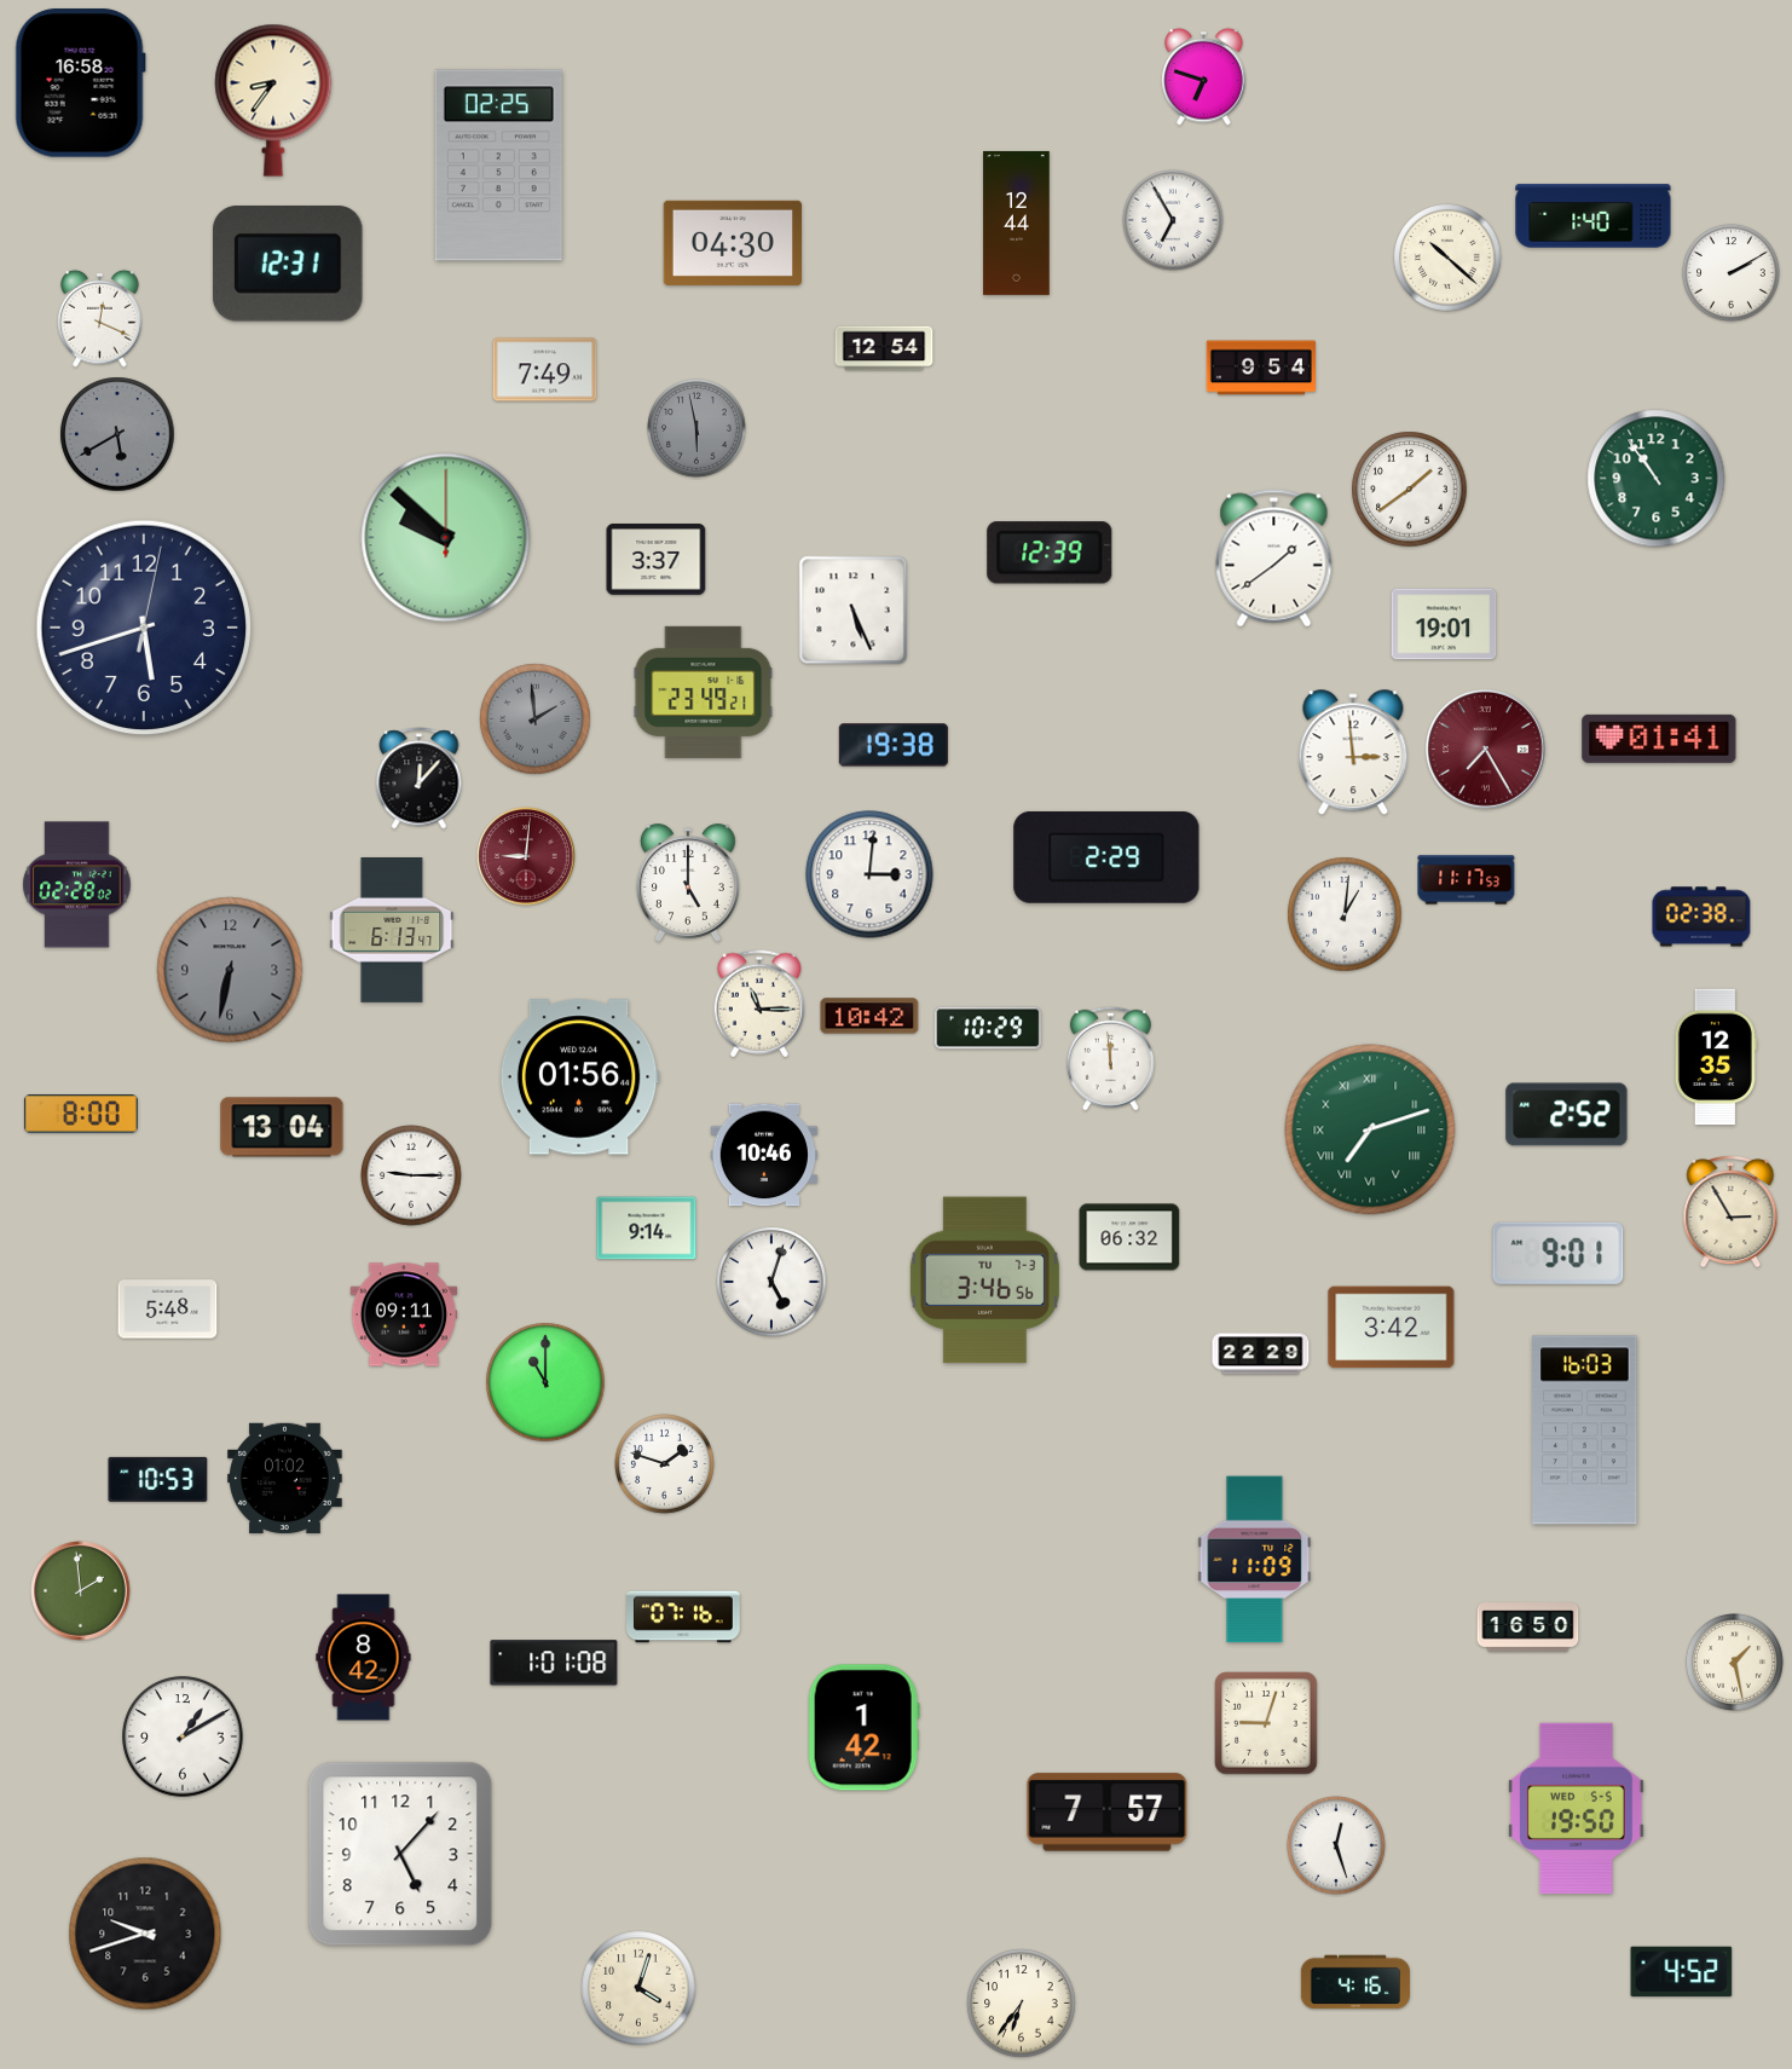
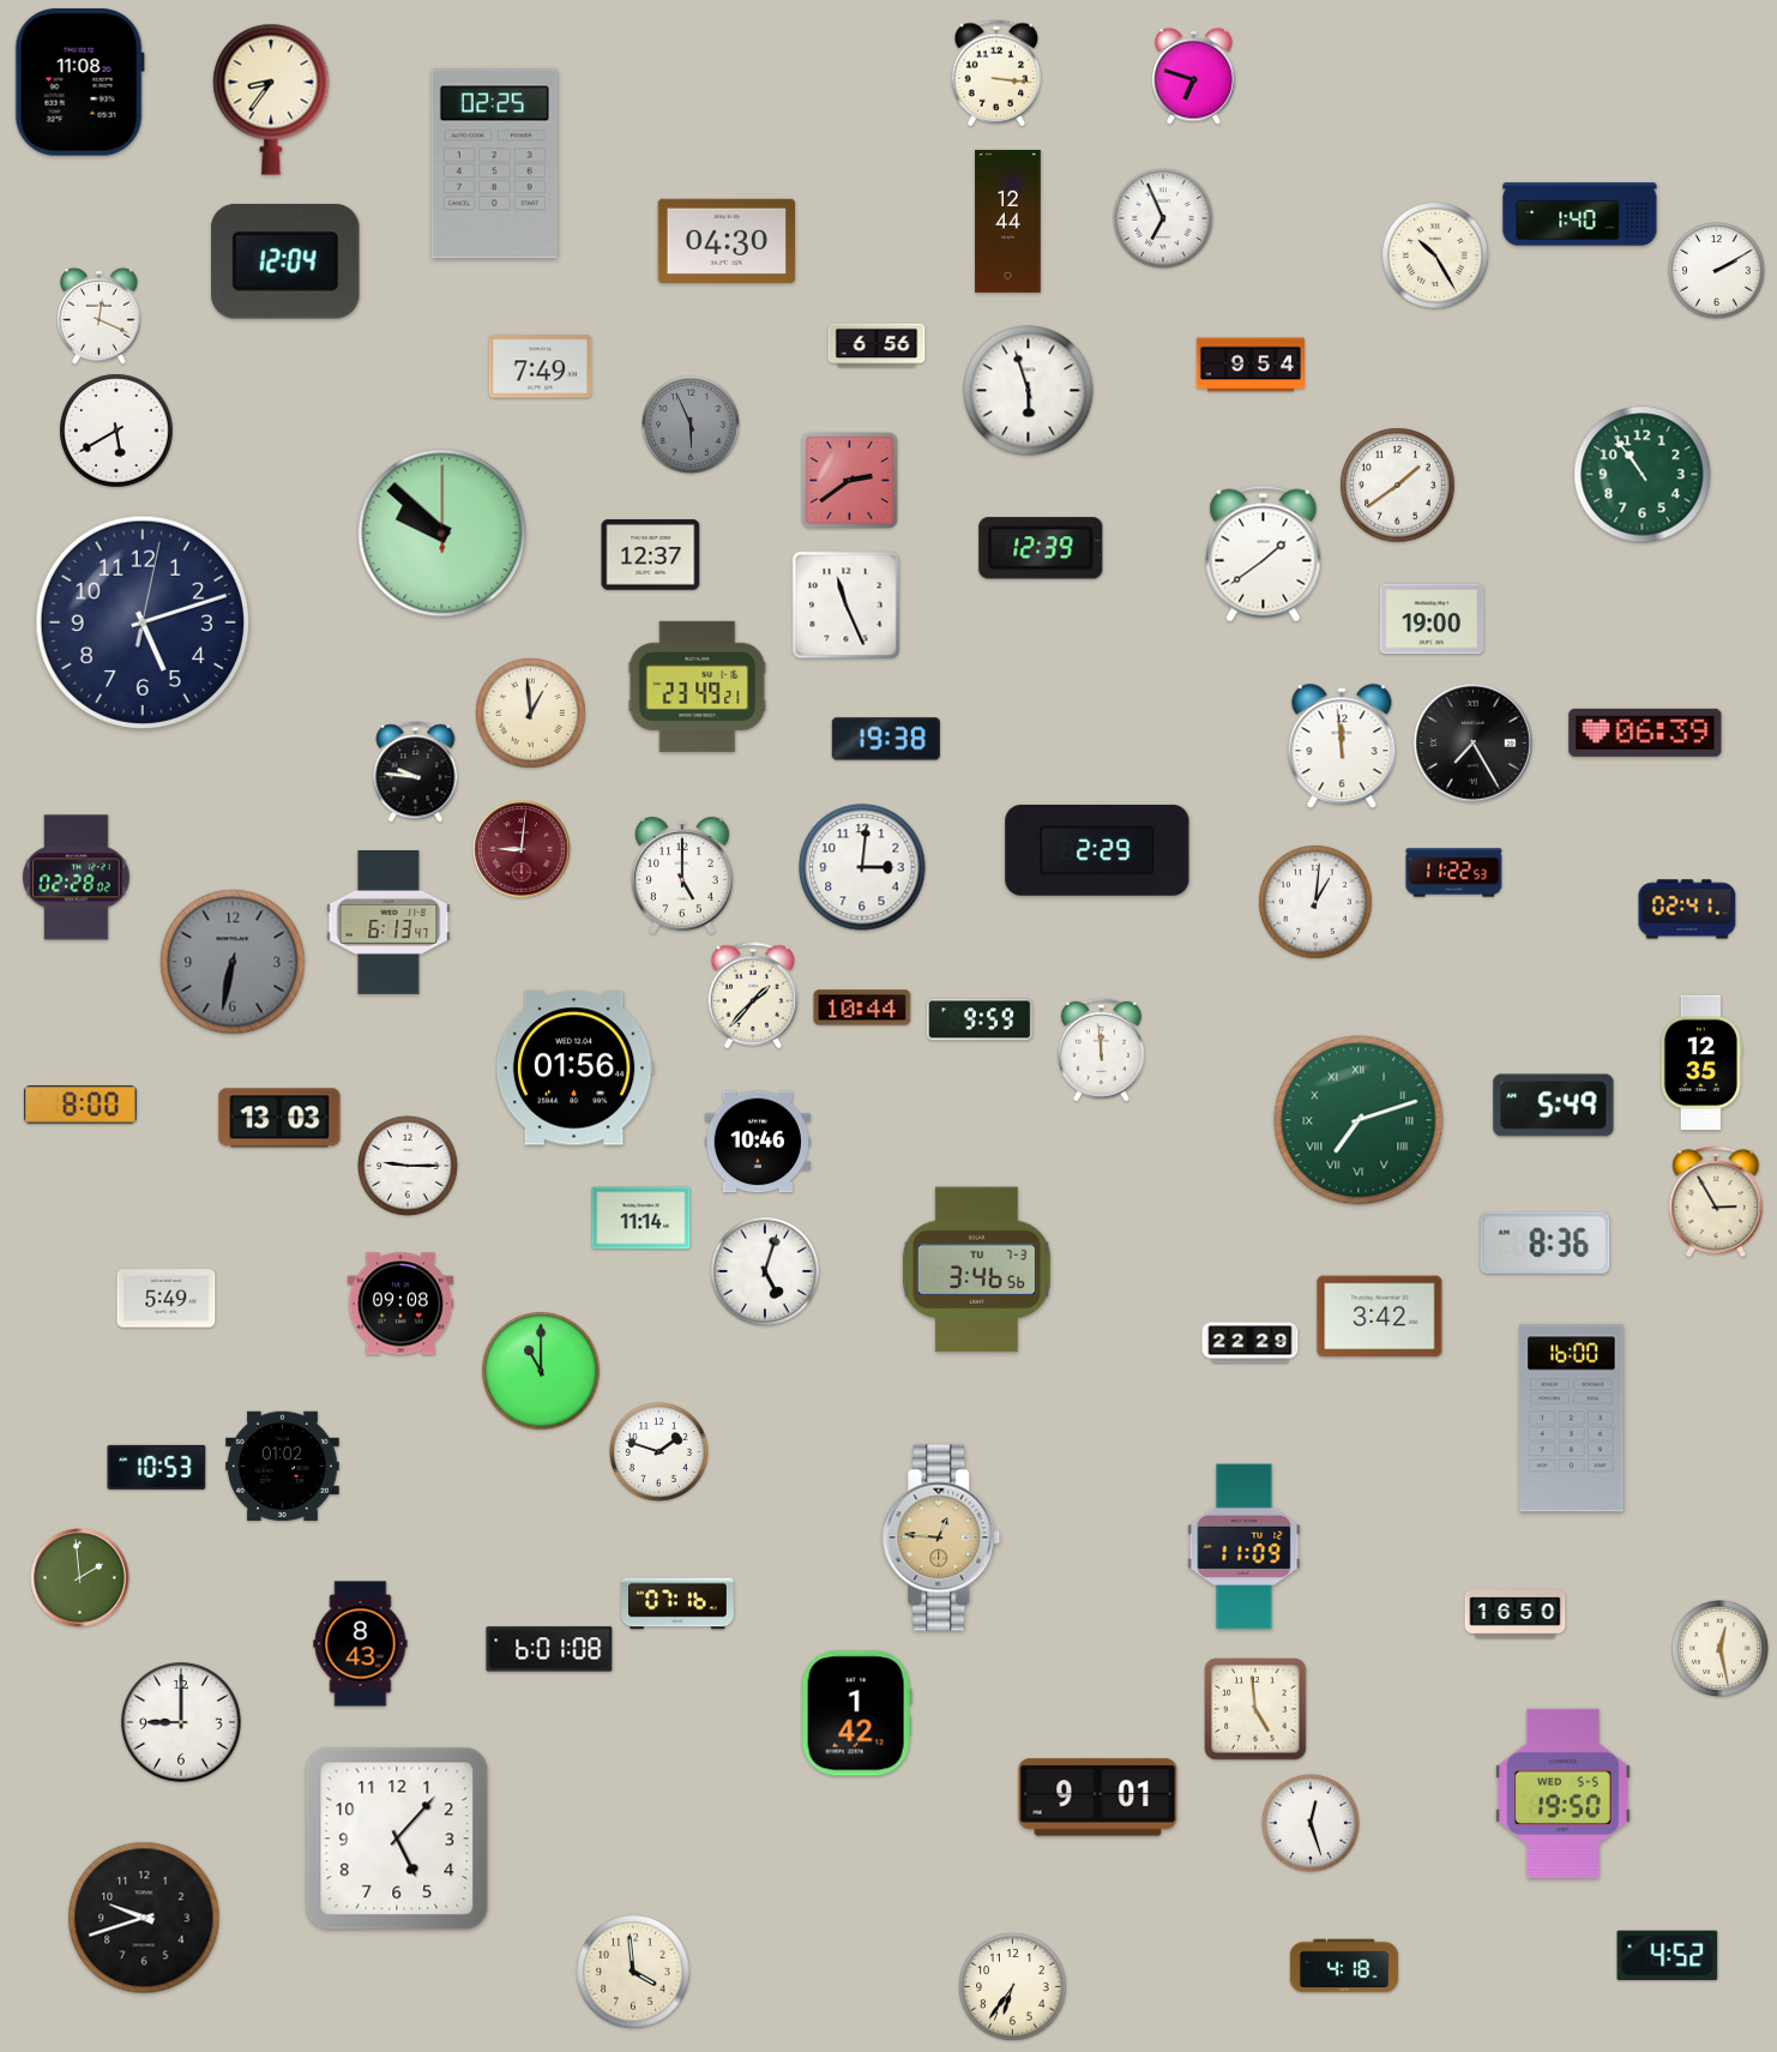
clock at (996, 73): none -> 3:16
clock at (80, 83): 16:58 -> 11:08
clock at (1174, 221): 6:55 -> 6:56
clock at (1447, 258): 10:22 -> 10:25
clock at (289, 265): 12:31 -> 12:04
clock at (884, 348): 12:54 -> 6:56
clock at (1029, 391): none -> 5:57
clock at (698, 429): 5:58 -> 5:56
clock at (117, 434) dial: grey -> white
clock at (850, 481): none -> 2:39
clock at (657, 560): 3:37 -> 12:37
clock at (854, 611): 5:26 -> 11:26
clock at (1444, 624): 19:01 -> 19:00
clock at (144, 628): 5:42 -> 5:12
clock at (536, 719): 1:59 -> 12:59
clock at (536, 719) dial: grey -> cream
clock at (1659, 739): 01:41 -> 06:39
clock at (1486, 750) dial: burgundy -> black
clock at (1353, 753): 2:59 -> 11:59
clock at (420, 779): 12:07 -> 9:46
clock at (1467, 880): 11:17 -> 11:22
clock at (1345, 914) position: (1345, 914) -> (1315, 902)
clock at (1701, 917): 02:38 -> 02:41
clock at (230, 970) position: (230, 970) -> (233, 962)
clock at (759, 1004): 11:15 -> 1:37
clock at (869, 1016): 10:42 -> 10:44
clock at (988, 1028): 10:29 -> 9:59
clock at (1716, 1057) position: (1716, 1057) -> (1701, 1063)
clock at (1567, 1115): 2:52 -> 5:49
clock at (282, 1127): 13:04 -> 13:03
clock at (763, 1155) position: (763, 1155) -> (757, 1142)
clock at (647, 1229): 9:14 -> 11:14
clock at (1129, 1237): 06:32 -> none
clock at (1559, 1253): 9:01 -> 8:36
clock at (168, 1310): 5:48 -> 5:49
clock at (404, 1314): 09:11 -> 09:08
clock at (1585, 1431): 16:03 -> 16:00
clock at (941, 1538): none -> 12:46
clock at (364, 1658): 8:42 -> 8:43
clock at (554, 1663): 1:01 -> 6:01
clock at (1735, 1663): 1:28 -> 12:28
clock at (1266, 1723): 9:03 -> 4:59
clock at (183, 1736): 1:10 -> 9:00
clock at (1108, 1813): 7:57 -> 9:01
clock at (1337, 1847) position: (1337, 1847) -> (1312, 1824)
clock at (1355, 1982): 4:16 -> 4:18
clock at (638, 1988): 4:03 -> 3:59
